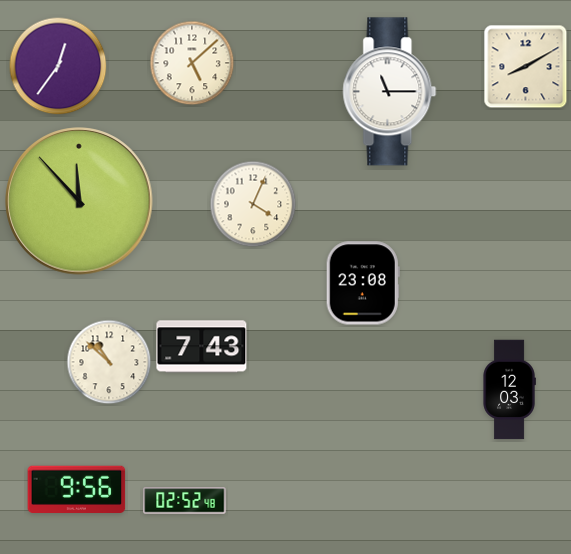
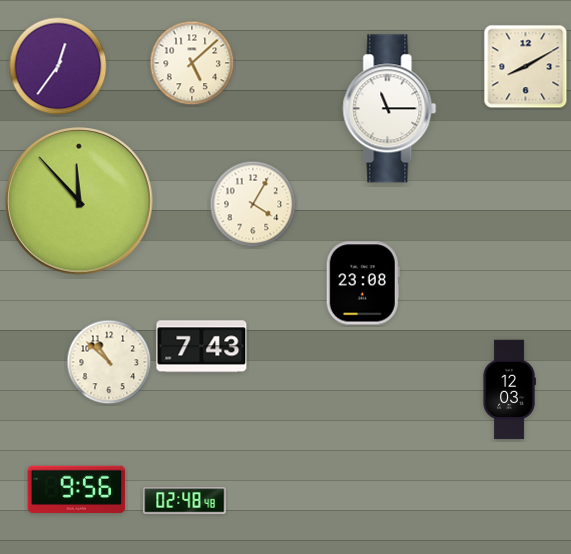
clock at (390, 92) position: (390, 92) -> (390, 109)
clock at (253, 204): 4:04 -> 4:05
clock at (185, 501): 02:52 -> 02:48
